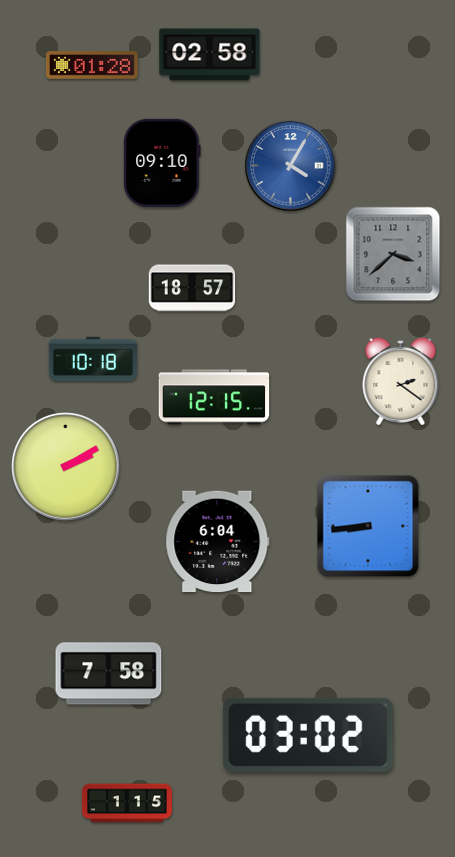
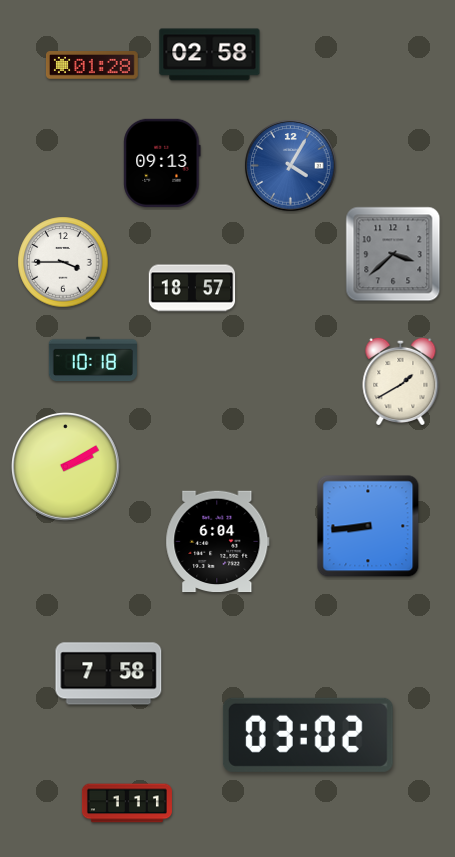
clock at (162, 163): 09:10 -> 09:13
clock at (63, 262): none -> 3:45
clock at (401, 380): 2:21 -> 1:40
clock at (214, 397): 12:15 -> none
clock at (127, 803): 1:15 -> 1:11
